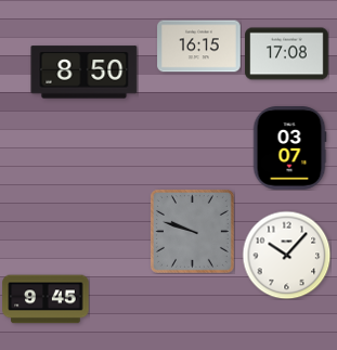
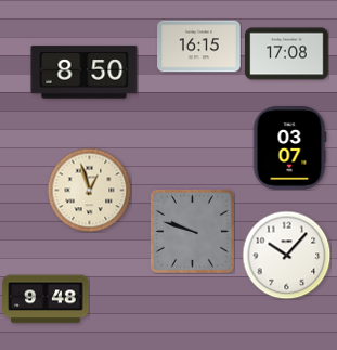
clock at (89, 190): none -> 12:57
clock at (46, 299): 9:45 -> 9:48
